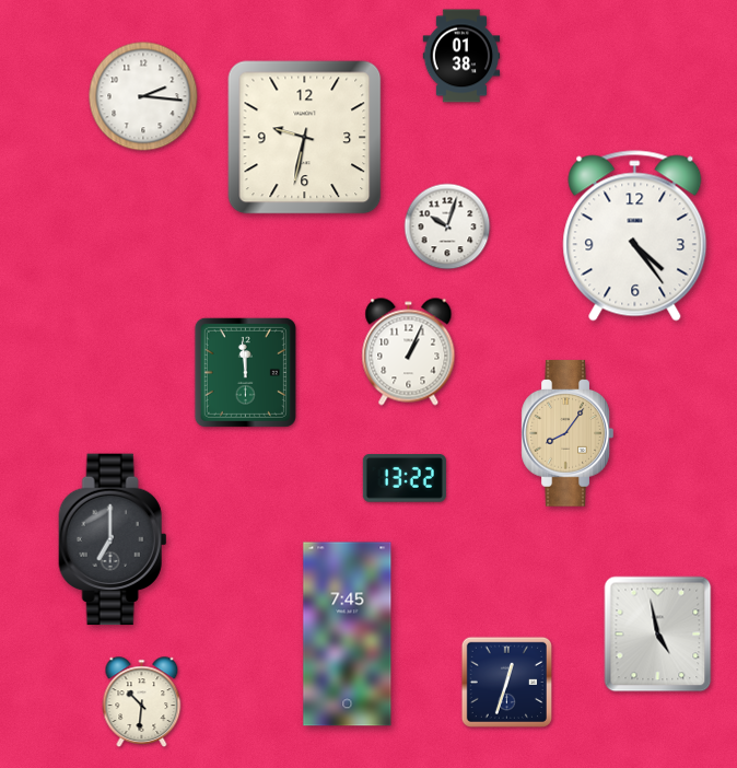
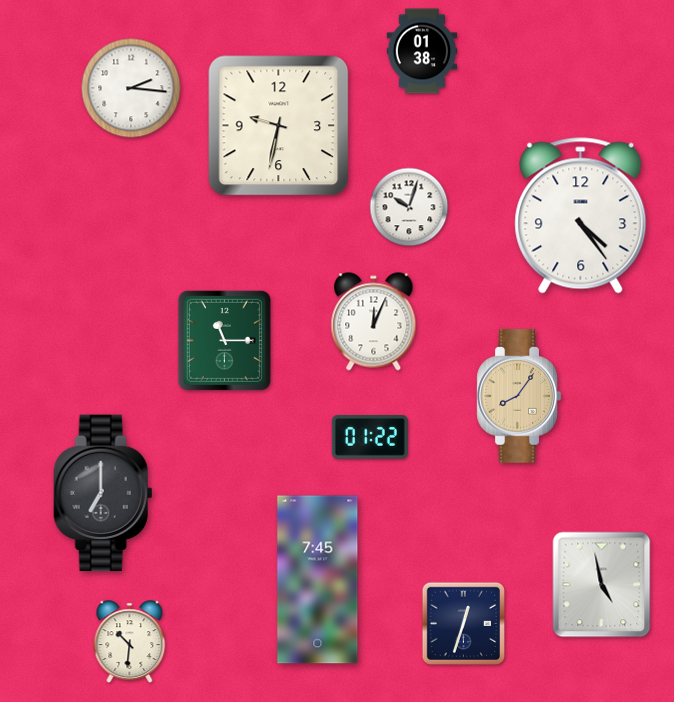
clock at (409, 352): 1:04 -> 12:04
clock at (245, 372): 11:59 -> 11:15
clock at (405, 479): 13:22 -> 01:22
clock at (658, 635) position: (658, 635) -> (602, 585)
